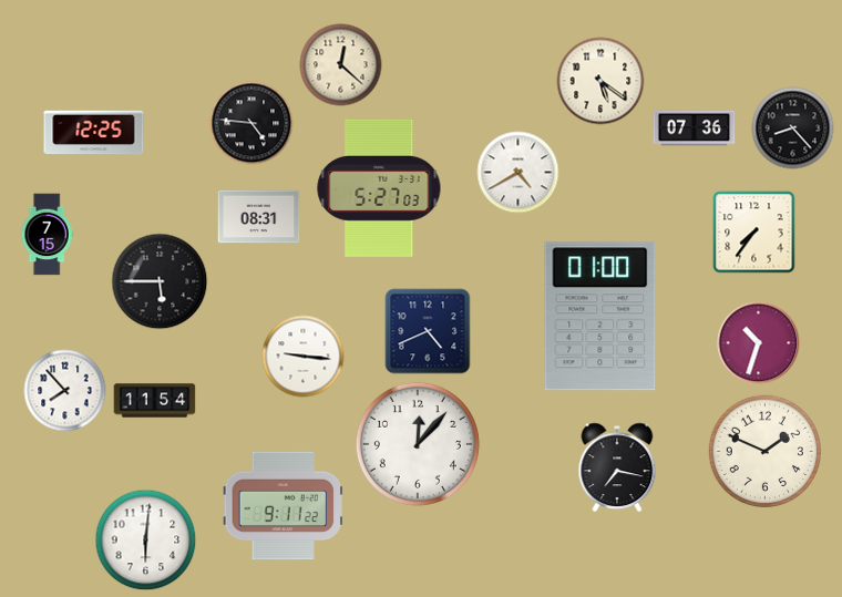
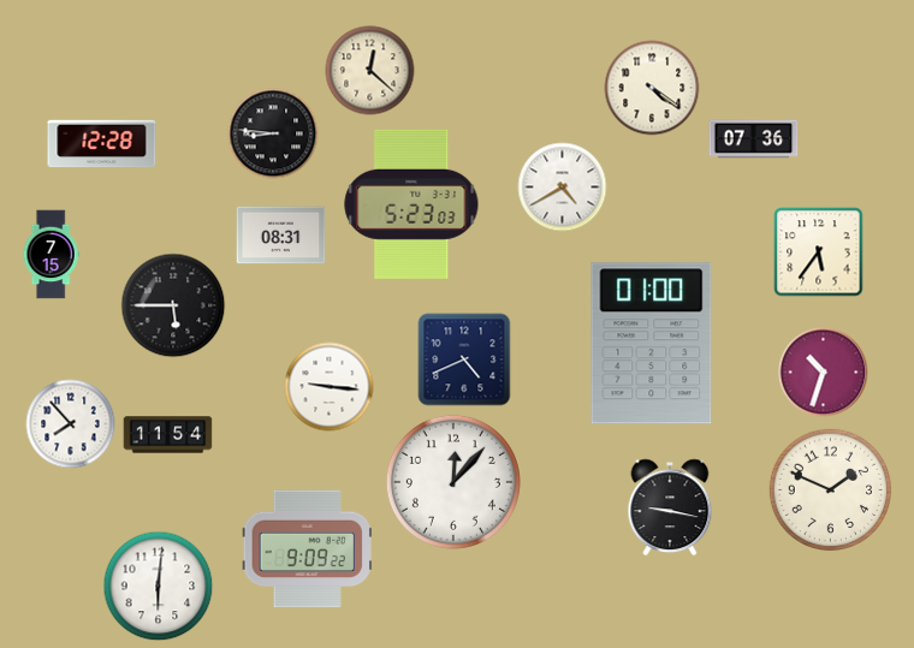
clock at (600, 81): 5:21 -> 4:21
clock at (251, 123): 4:46 -> 8:46
clock at (793, 128): 8:23 -> none
clock at (94, 133): 12:25 -> 12:28
clock at (379, 188): 5:27 -> 5:23
clock at (754, 233): 7:36 -> 5:36
clock at (617, 467): 7:17 -> 9:17
clock at (283, 506): 9:11 -> 9:09
